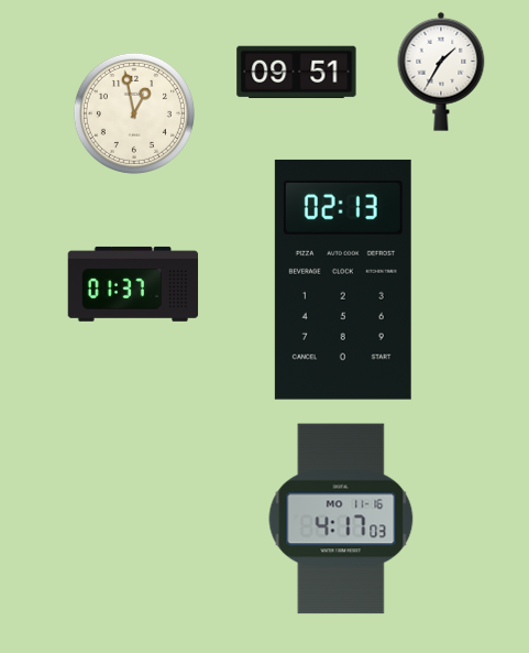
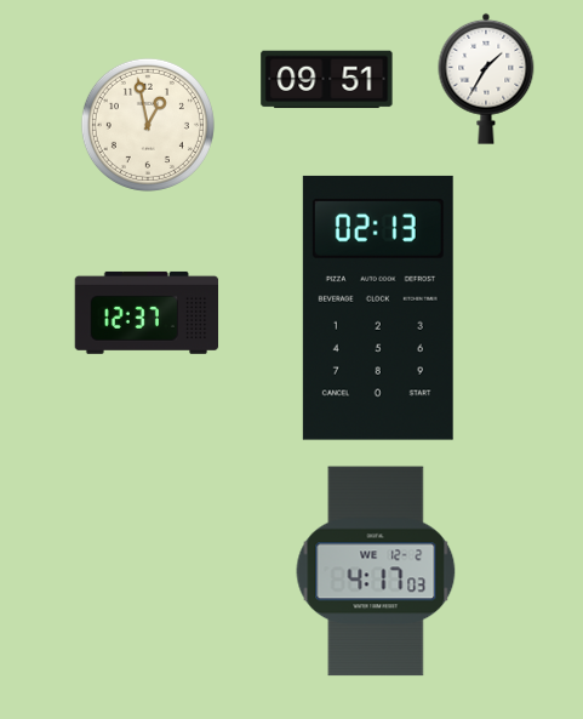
clock at (133, 284): 01:37 -> 12:37
clock at (341, 519) date: MO 11-16 -> WE 12-2
